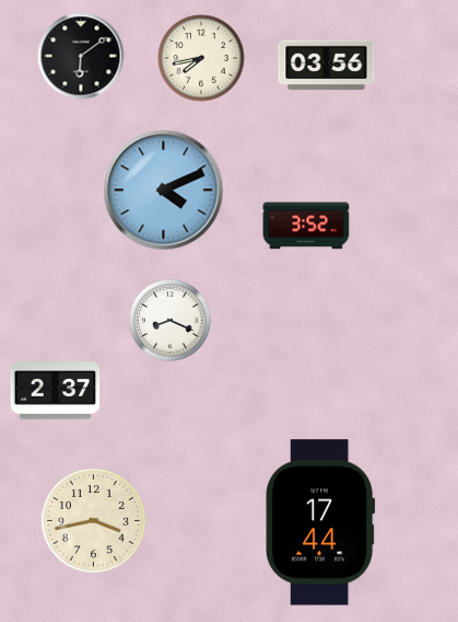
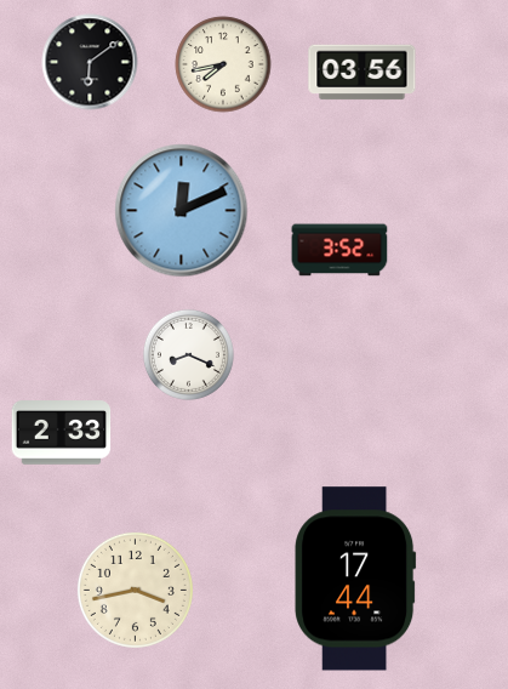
clock at (164, 191): 4:11 -> 12:11
clock at (56, 391): 2:37 -> 2:33
clock at (93, 520) position: (93, 520) -> (135, 590)
